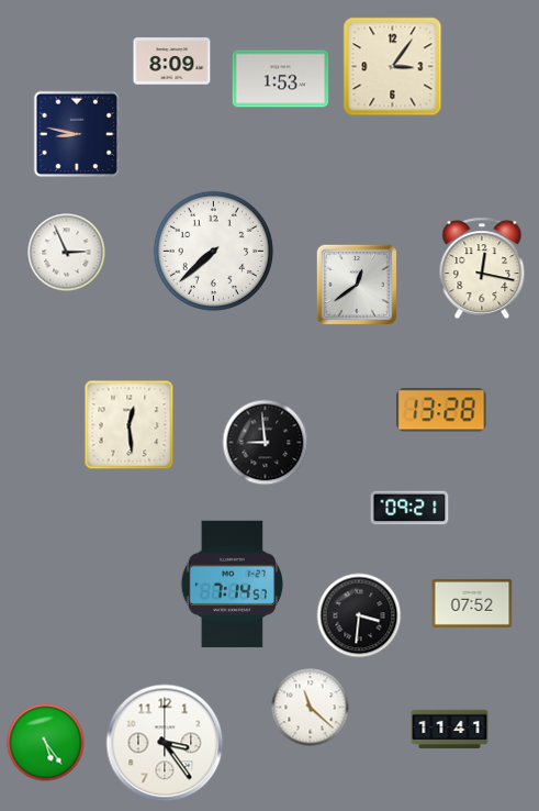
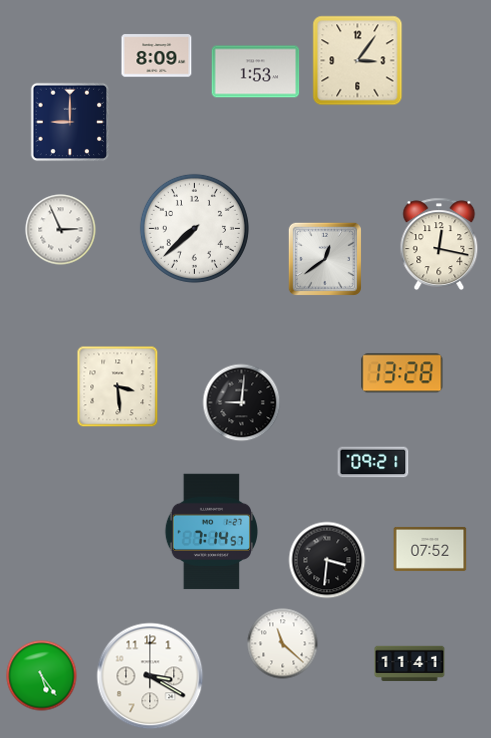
clock at (77, 134): 8:47 -> 9:00
clock at (130, 425): 12:29 -> 3:29
clock at (266, 443): 8:59 -> 9:01
clock at (165, 743): 3:24 -> 3:20
